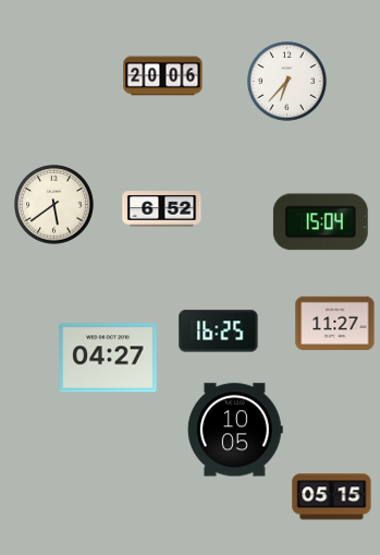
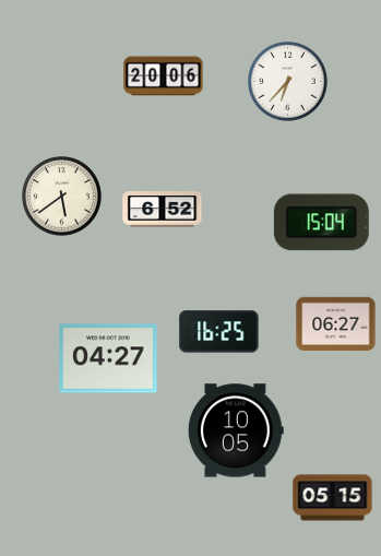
clock at (54, 205) position: (54, 205) -> (62, 197)
clock at (335, 324): 11:27 -> 06:27
